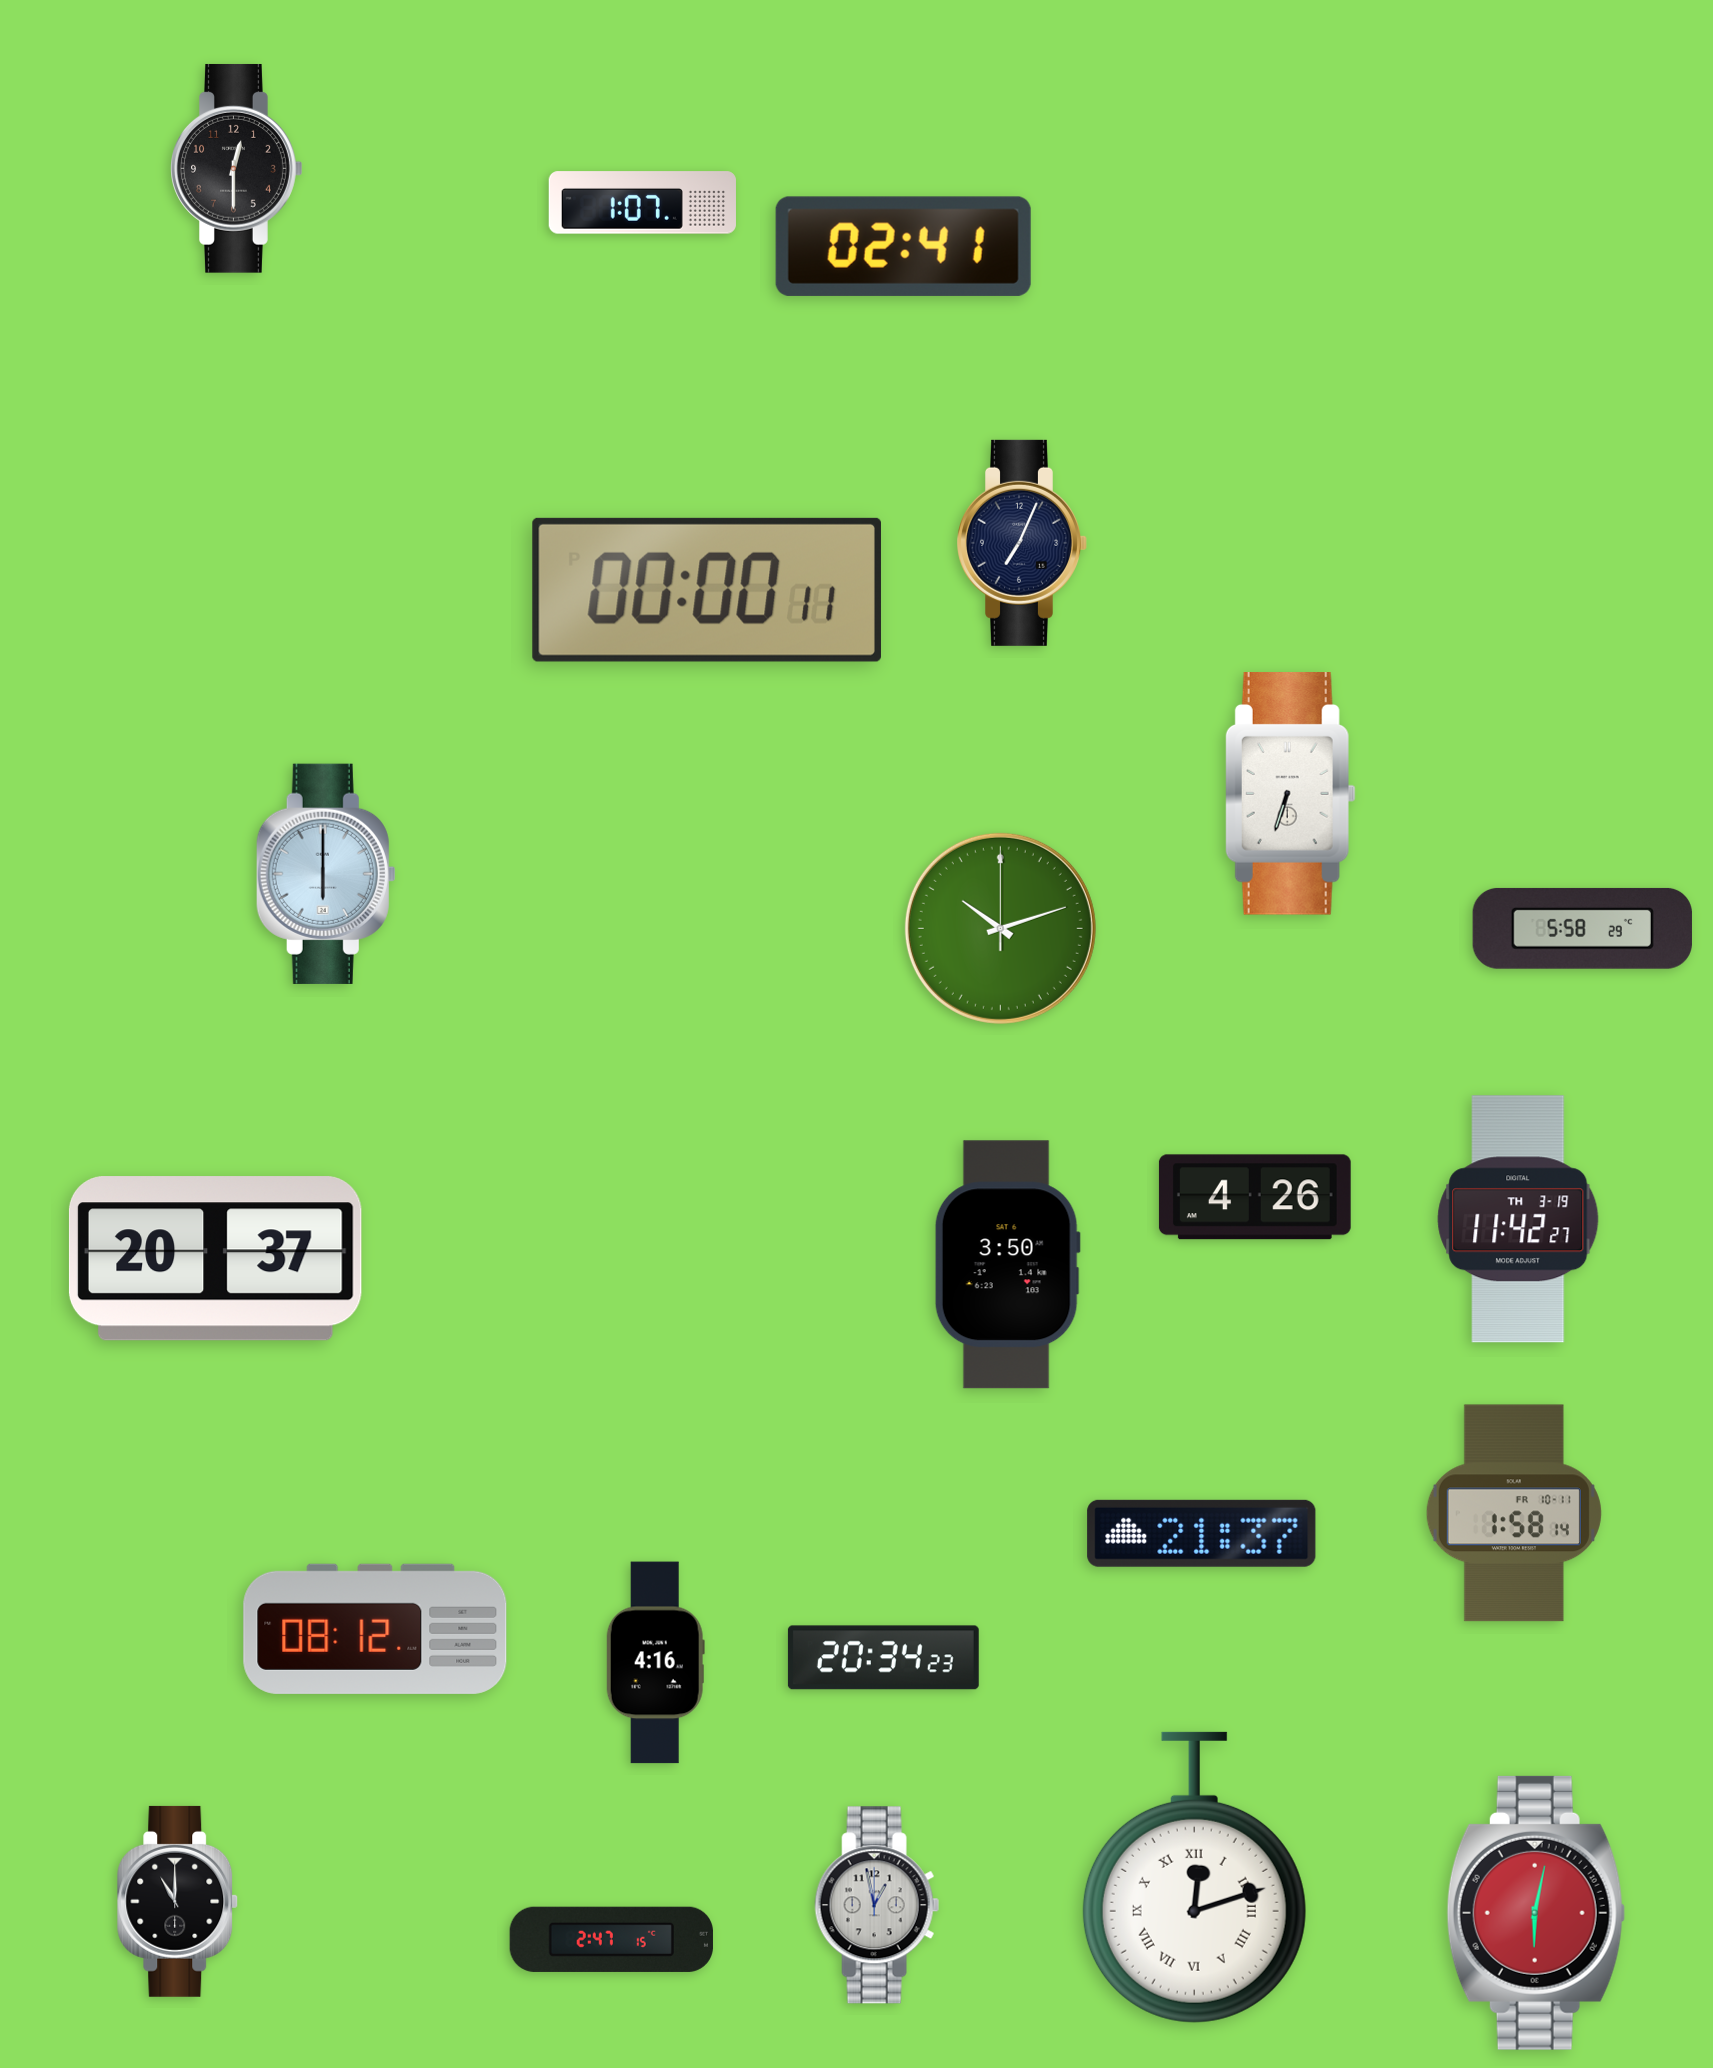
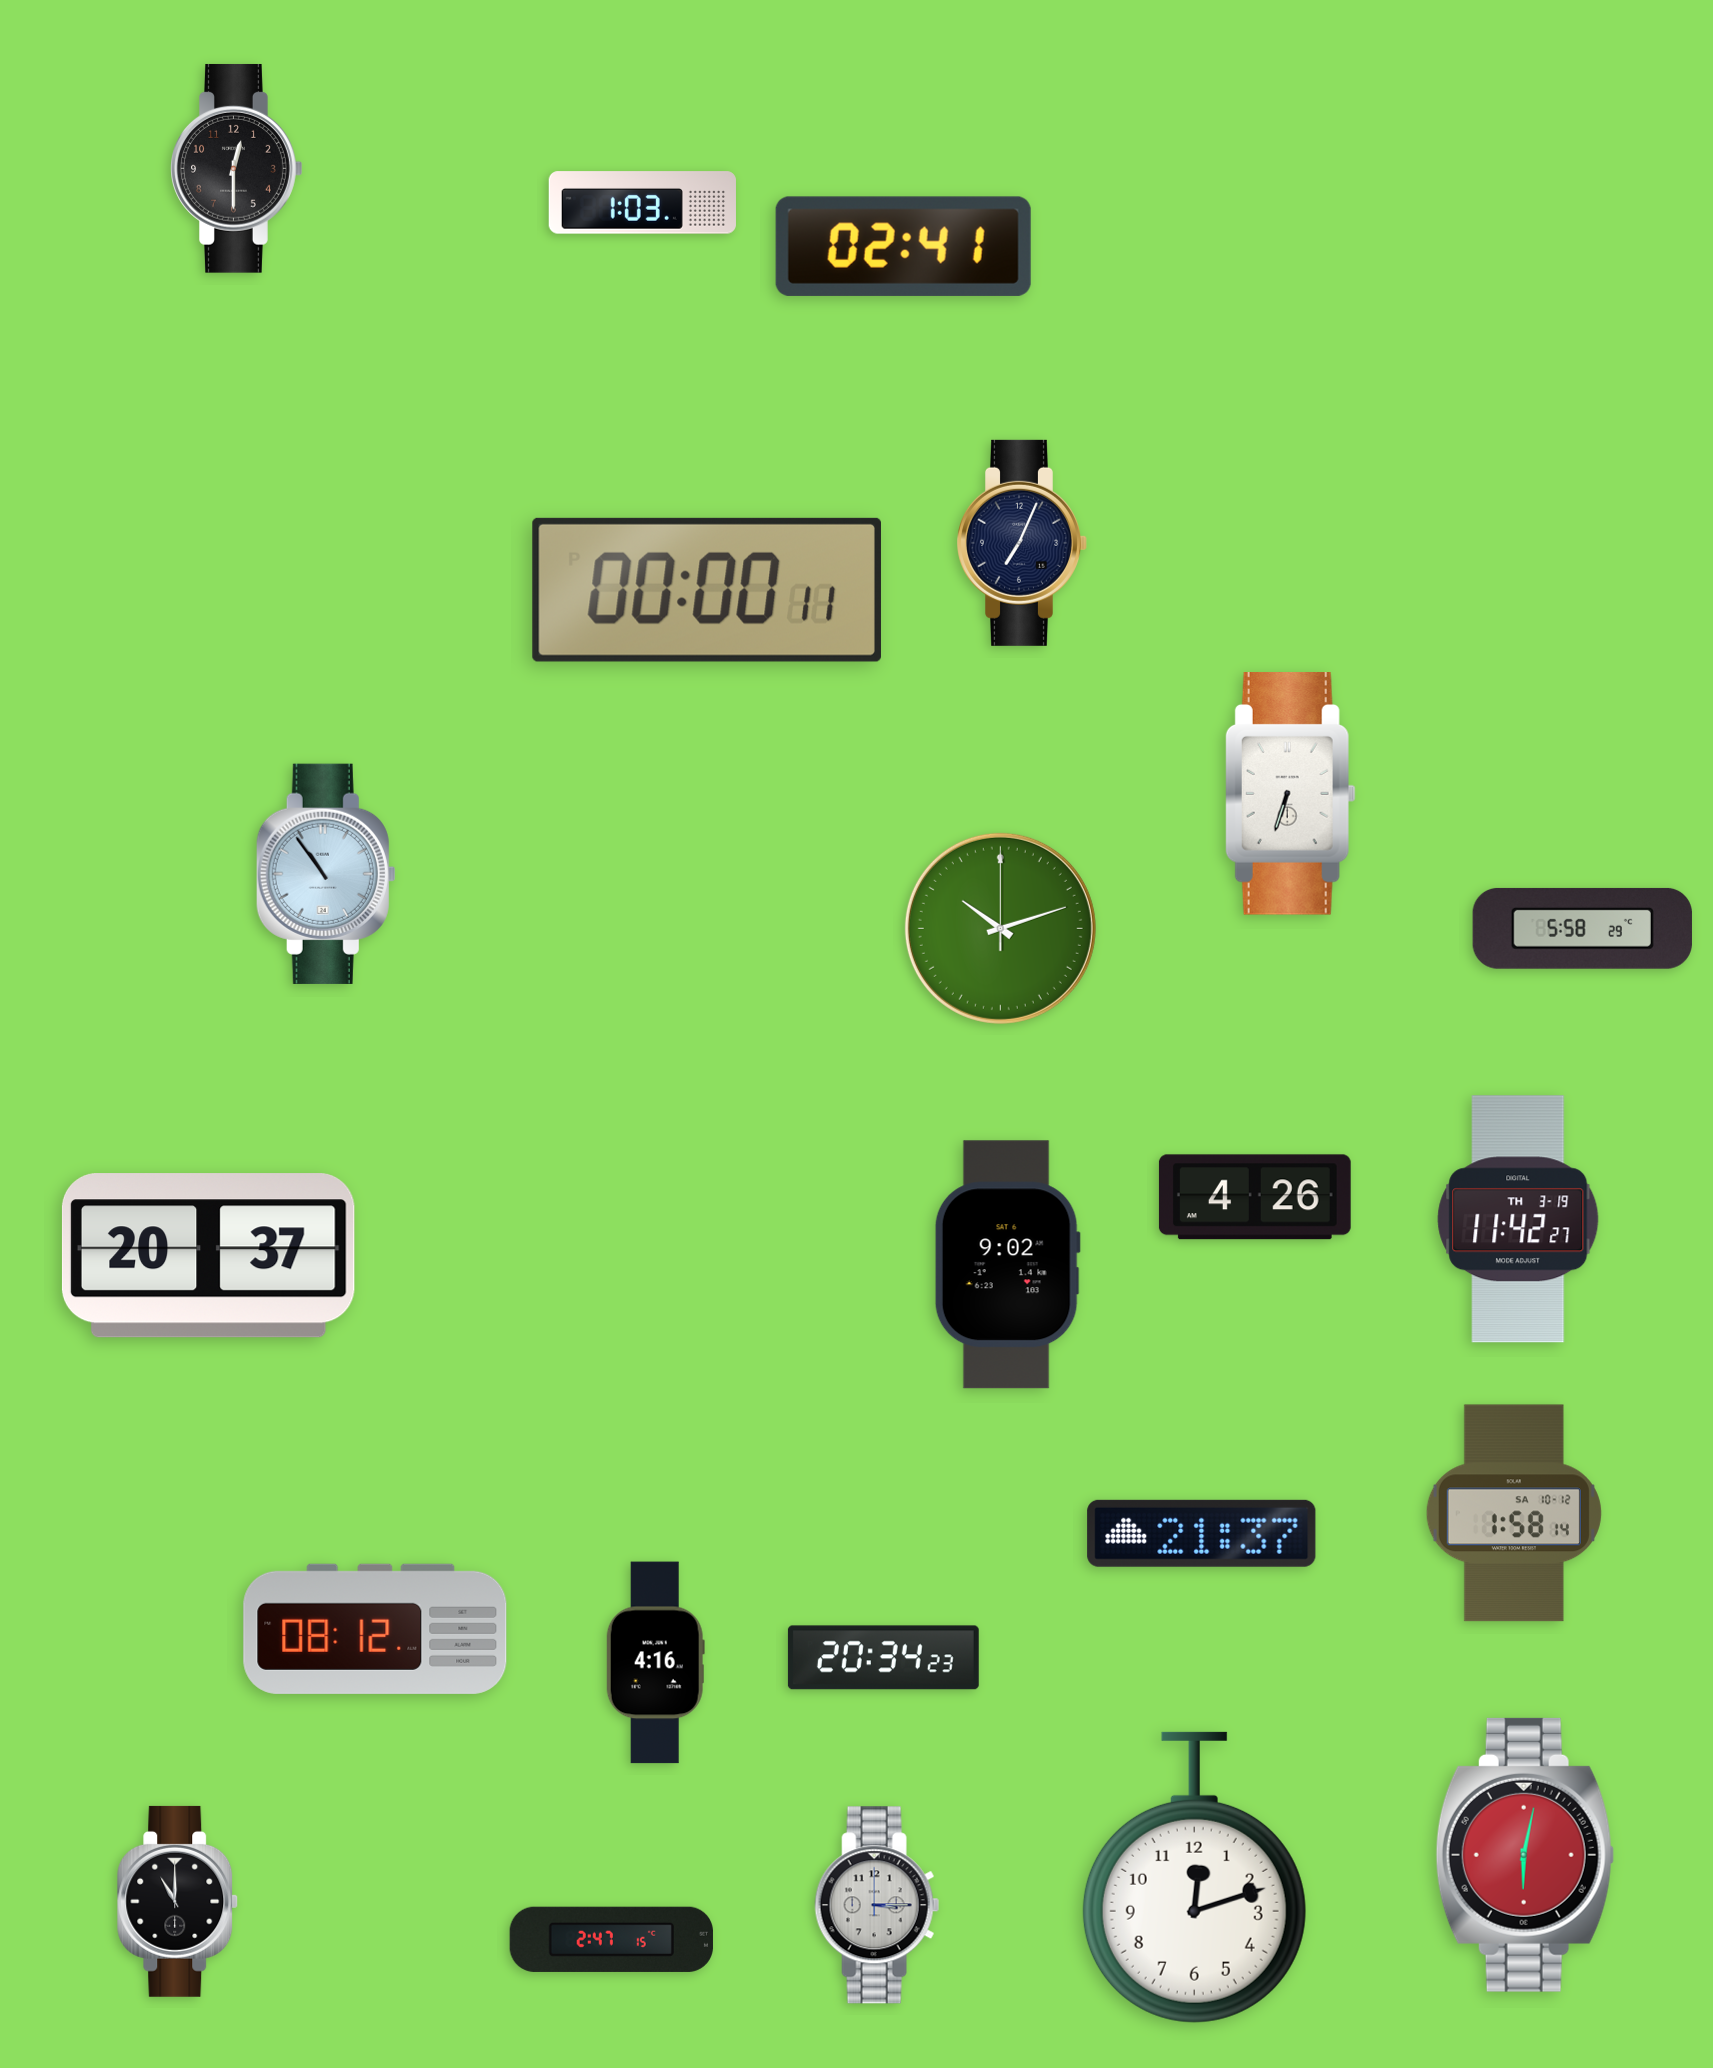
clock at (642, 203): 1:07 -> 1:03
clock at (326, 874): 6:00 -> 10:54
clock at (215, 1259) position: (215, 1259) -> (208, 1256)
clock at (1007, 1265): 3:50 -> 9:02
clock at (1514, 1513) date: FR 10-11 -> SA 10-12
clock at (1194, 1877) numerals: Roman -> Arabic
clock at (877, 1905): 12:58 -> 3:15
clock at (1536, 1913) position: (1536, 1913) -> (1525, 1855)
